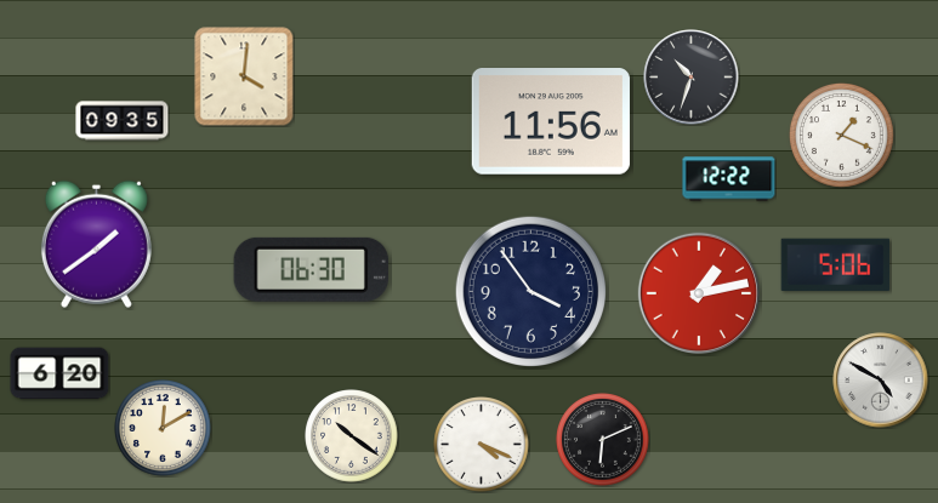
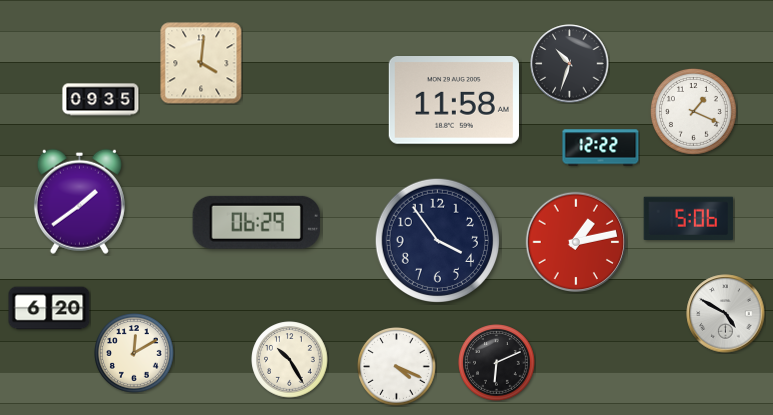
clock at (551, 122): 11:56 -> 11:58
clock at (311, 269): 06:30 -> 06:29
clock at (352, 436): 10:21 -> 10:25
